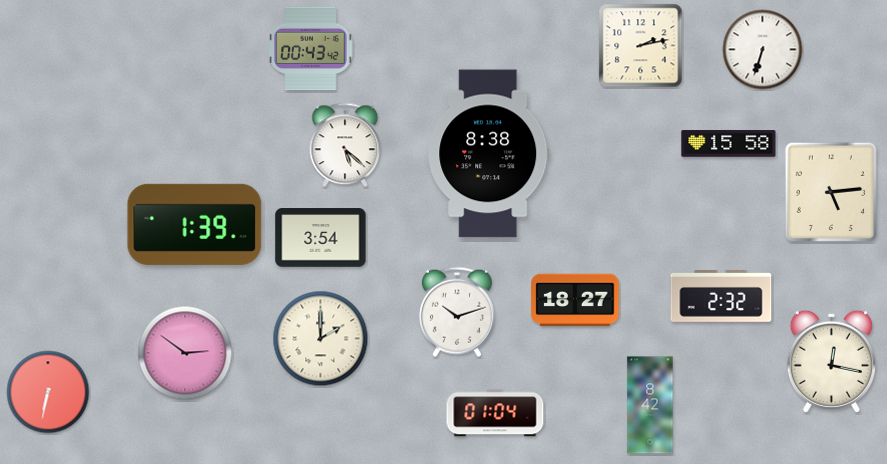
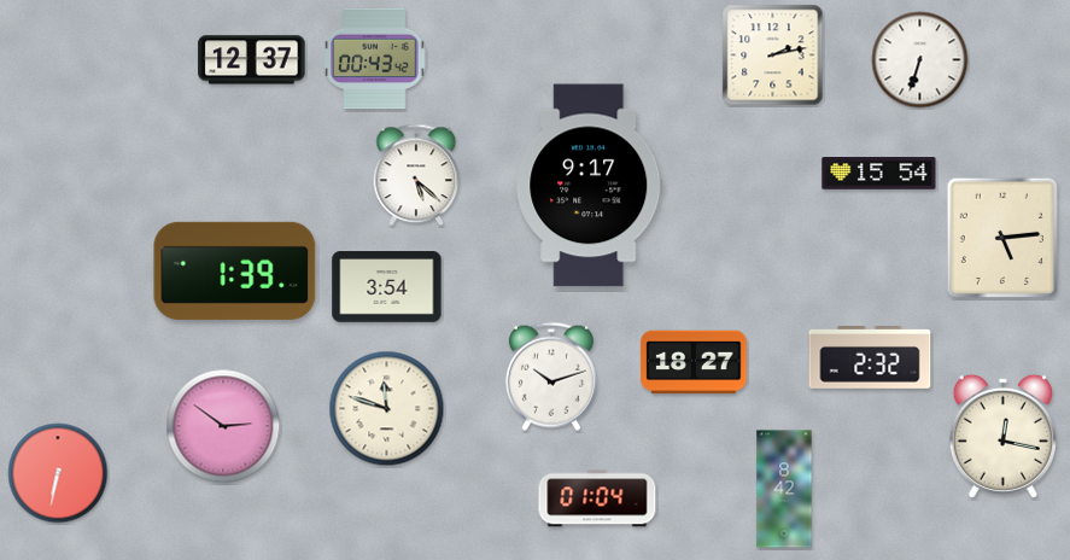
clock at (252, 60): none -> 12:37
clock at (729, 144): 15:58 -> 15:54
clock at (489, 154): 8:38 -> 9:17
clock at (831, 191) position: (831, 191) -> (1002, 237)
clock at (321, 339): 2:00 -> 11:48
